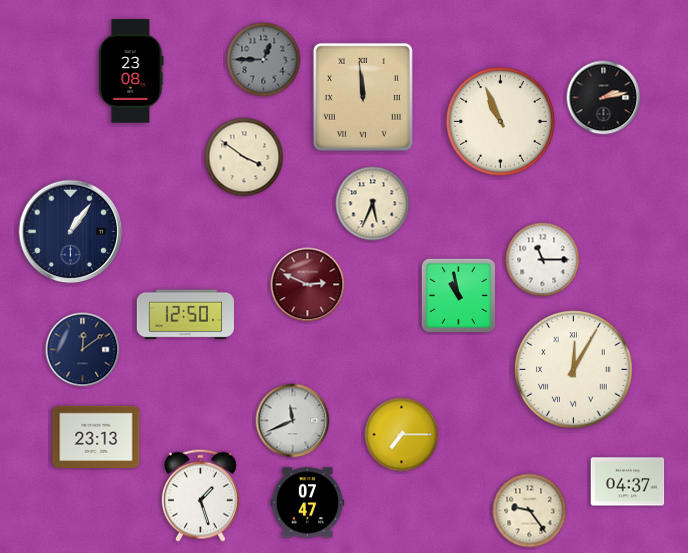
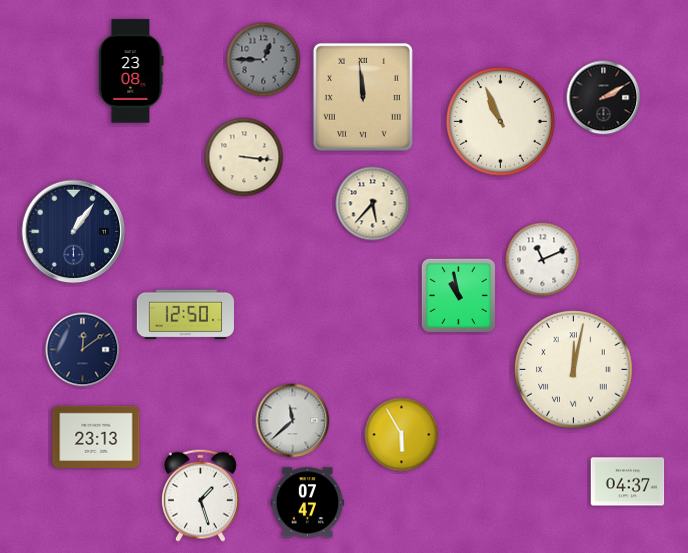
clock at (604, 98): 2:13 -> 2:10
clock at (244, 157): 3:51 -> 3:16
clock at (373, 204): 5:34 -> 5:37
clock at (71, 232) position: (71, 232) -> (74, 232)
clock at (543, 260): 11:15 -> 11:11
clock at (308, 285): 2:49 -> none
clock at (574, 370): 12:05 -> 12:02
clock at (293, 421): 11:41 -> 11:38
clock at (402, 435): 7:15 -> 5:55
clock at (530, 511): 9:24 -> none
